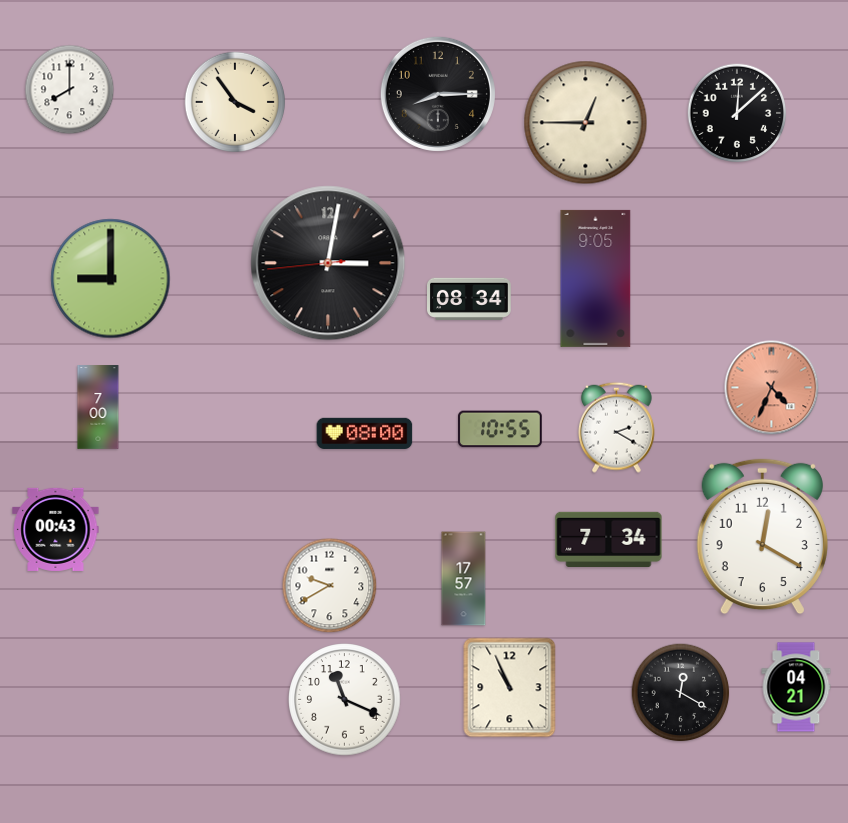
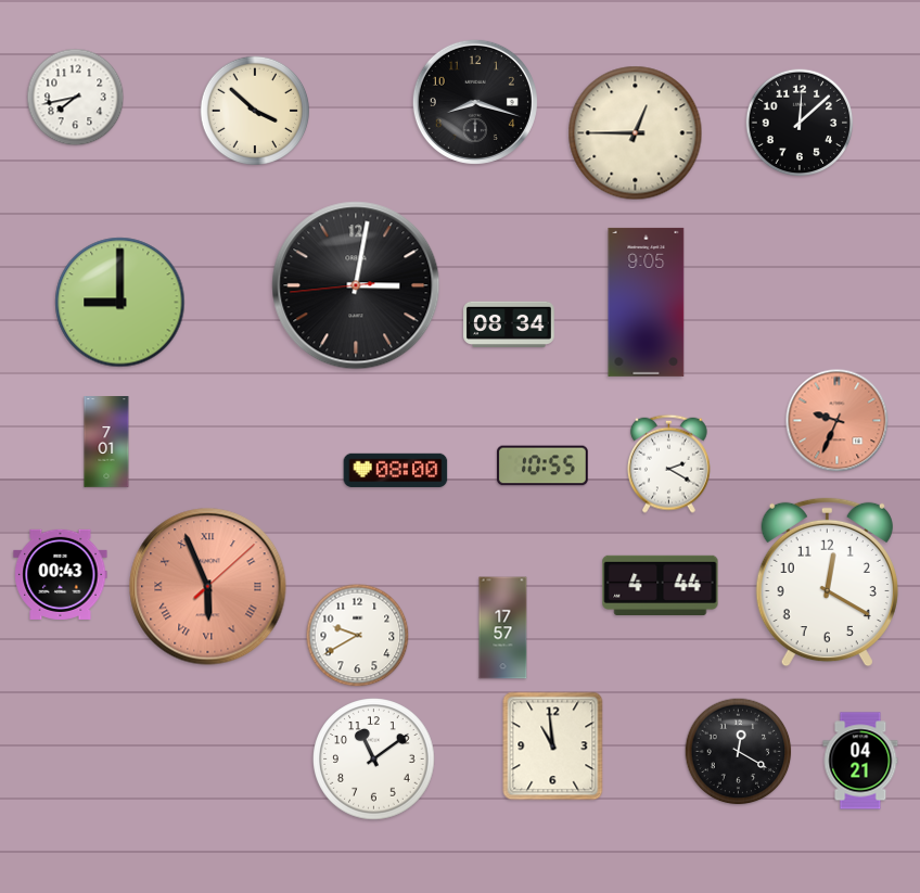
clock at (70, 90): 8:00 -> 7:43
clock at (438, 94): 8:15 -> 8:18
clock at (234, 101): 3:54 -> 3:52
clock at (772, 388): 4:34 -> 9:34
clock at (98, 407): 7:00 -> 7:01
clock at (609, 539): 7:34 -> 4:44
clock at (208, 587): none -> 5:56
clock at (796, 687) position: (796, 687) -> (860, 761)
clock at (510, 688): 10:56 -> 10:59
clock at (345, 700): 11:19 -> 11:09
